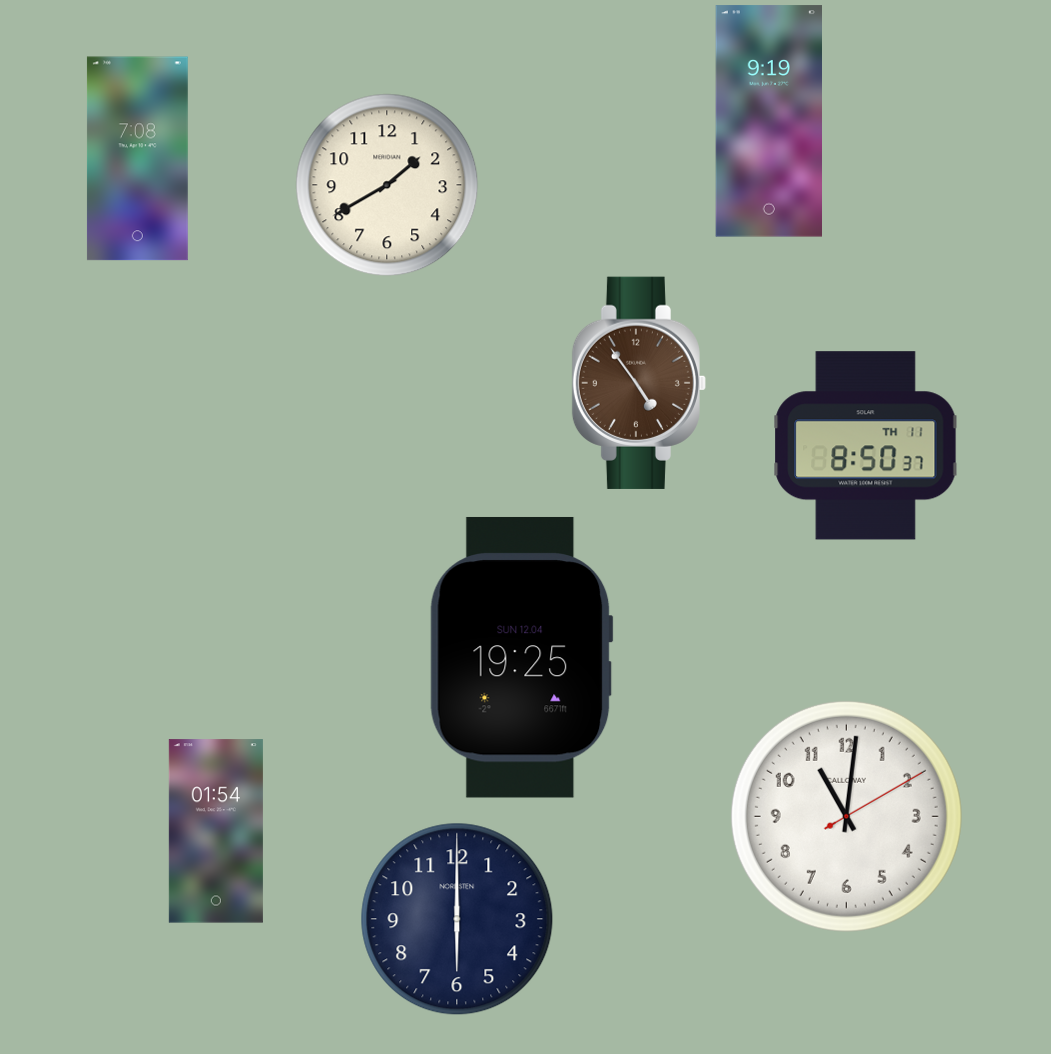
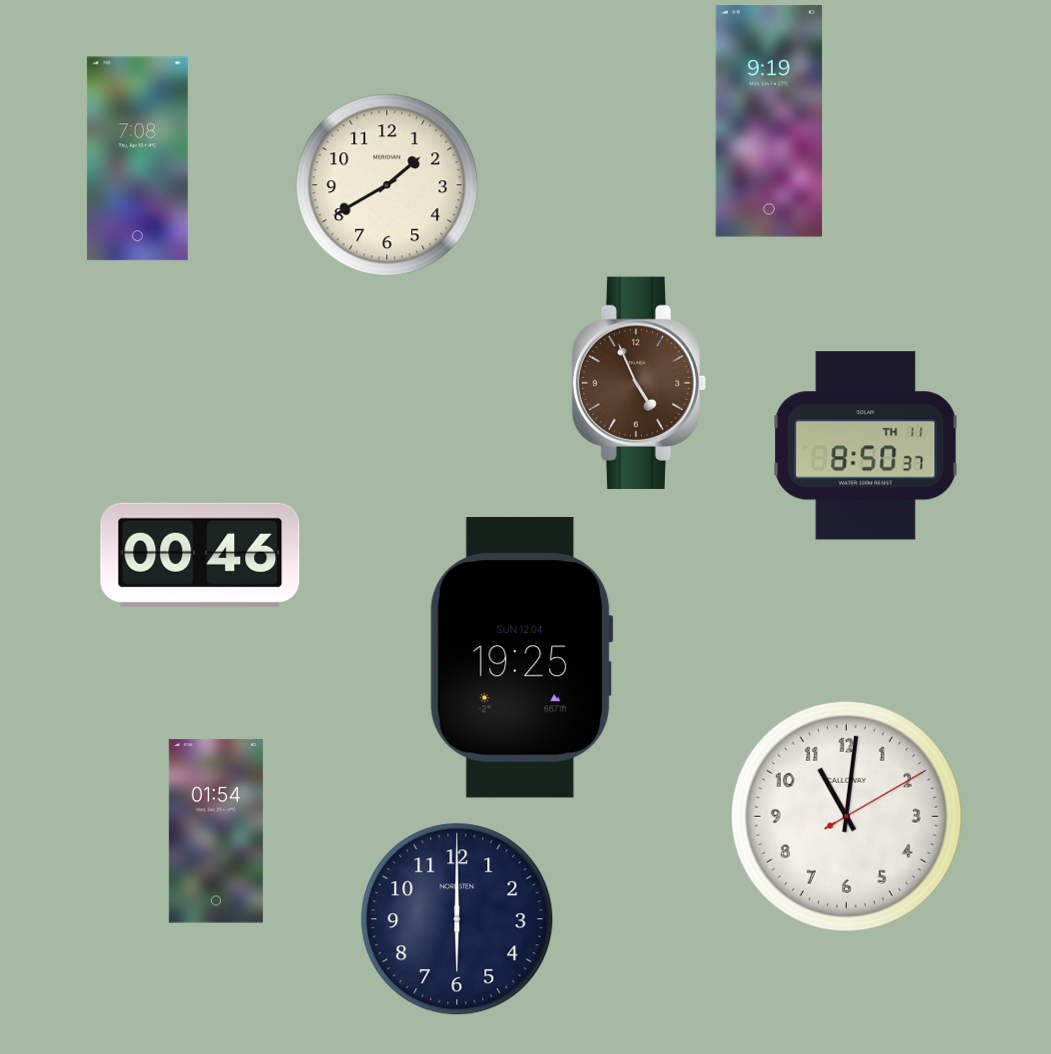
clock at (638, 383): 4:54 -> 4:56
clock at (200, 555): none -> 00:46
